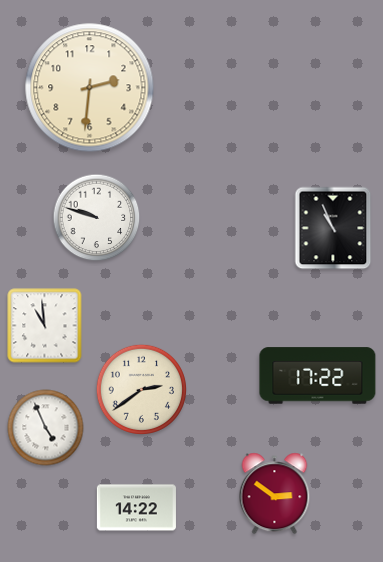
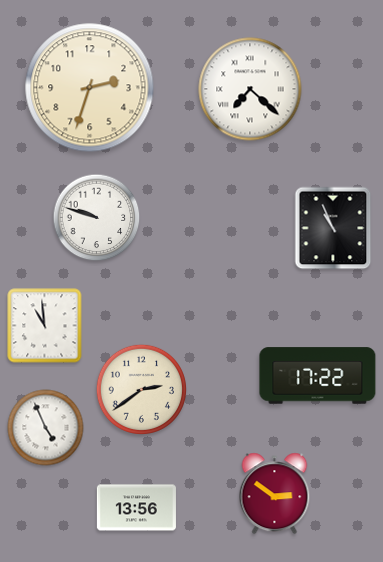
clock at (90, 88): 2:31 -> 2:33
clock at (250, 89): none -> 7:22
clock at (136, 508): 14:22 -> 13:56
